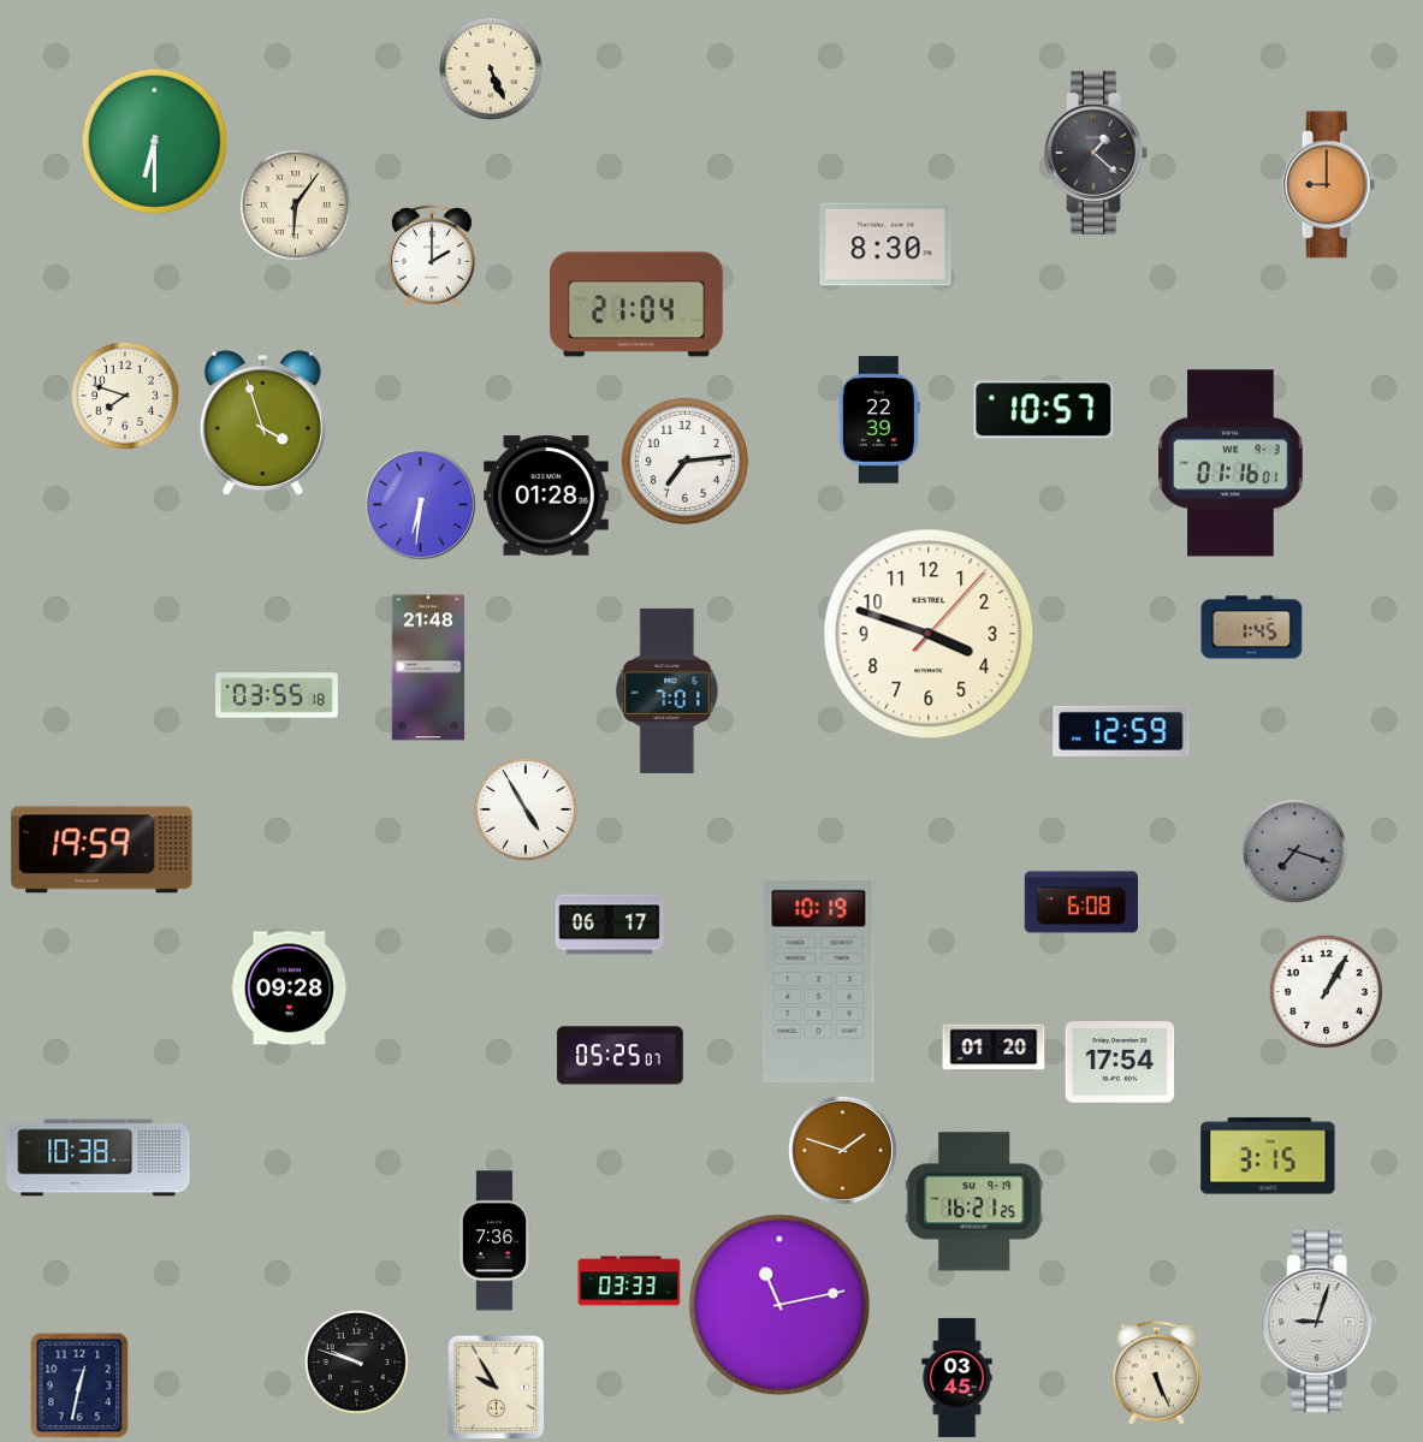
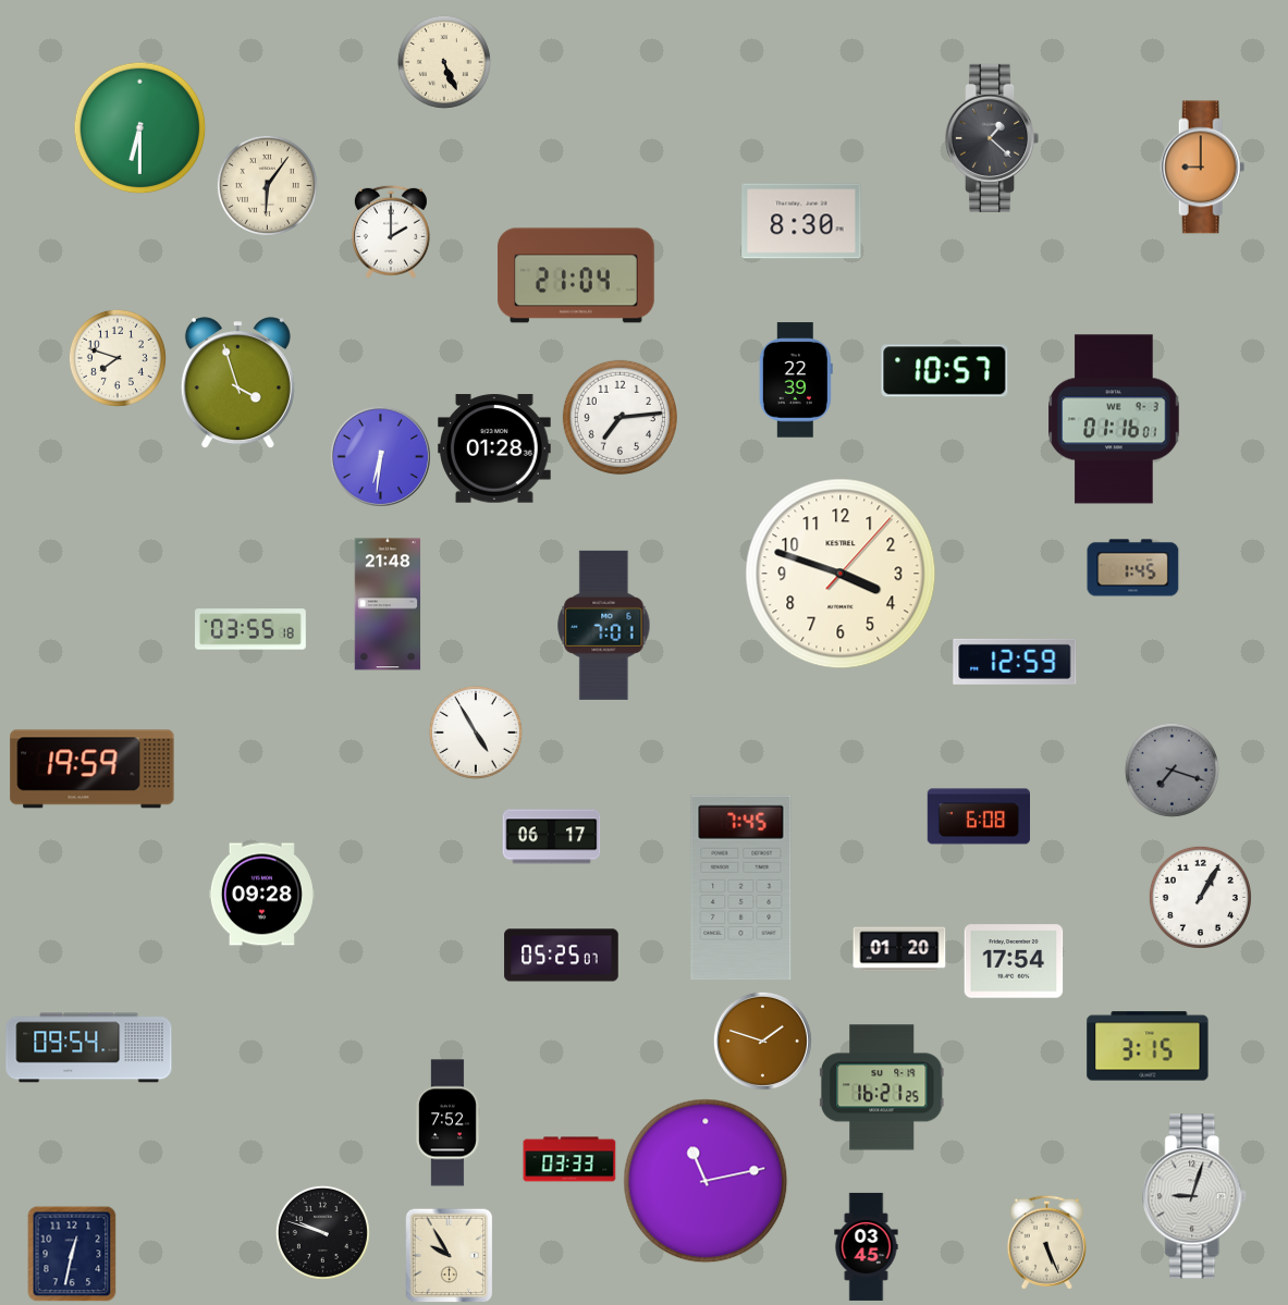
clock at (125, 396) position: (125, 396) -> (118, 358)
clock at (819, 981): 10:19 -> 7:45
clock at (99, 1158): 10:38 -> 09:54
clock at (494, 1241): 7:36 -> 7:52
